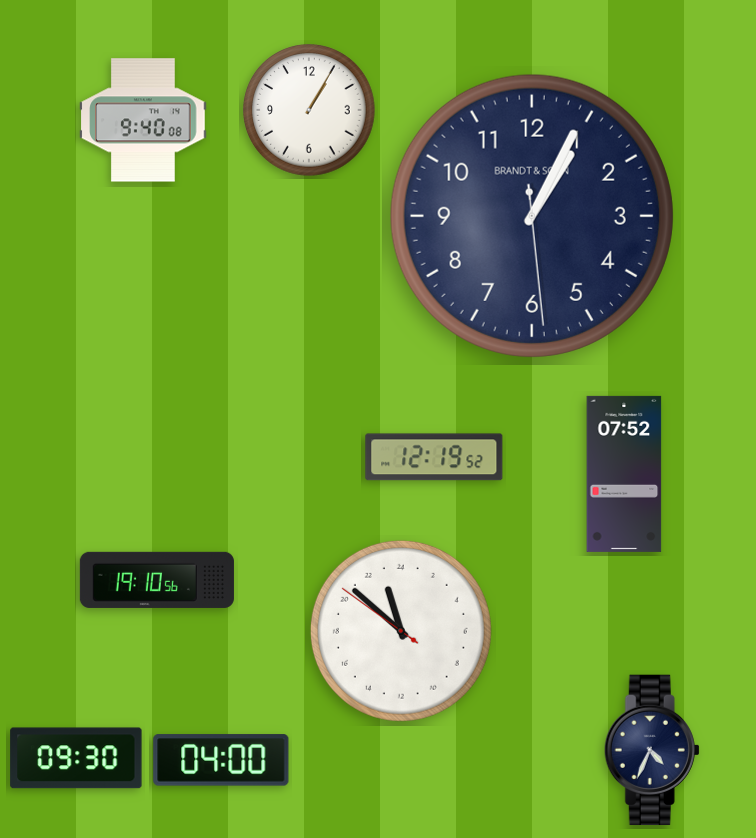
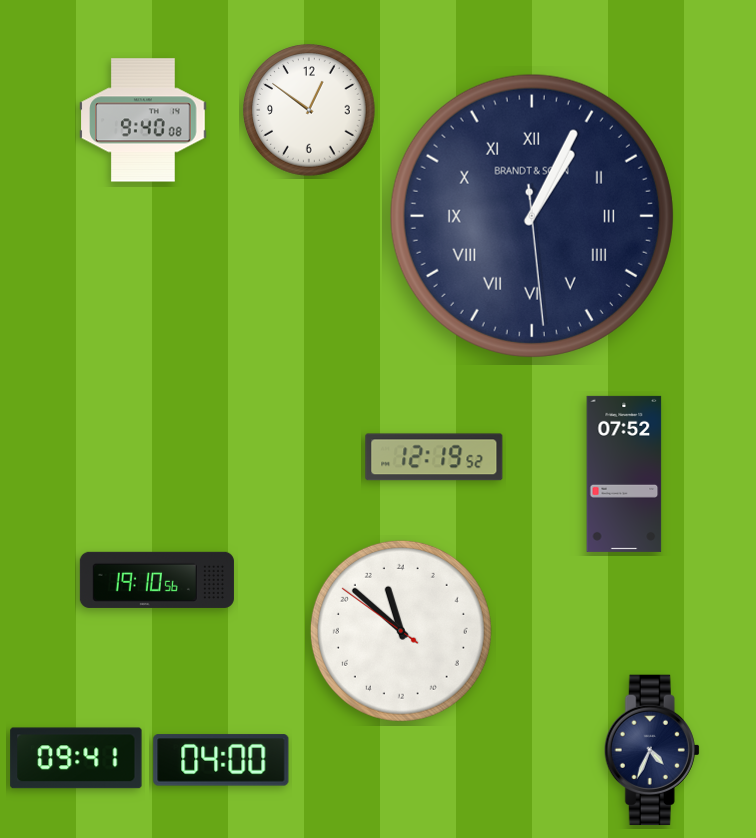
clock at (309, 110): 1:05 -> 12:51
clock at (532, 216) numerals: Arabic -> Roman
clock at (76, 758): 09:30 -> 09:41
